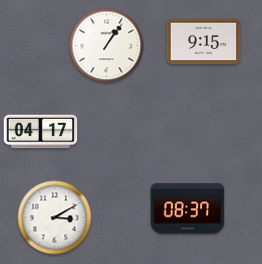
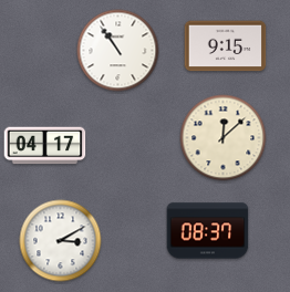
clock at (107, 46): 1:06 -> 10:54
clock at (224, 138): none -> 12:08
